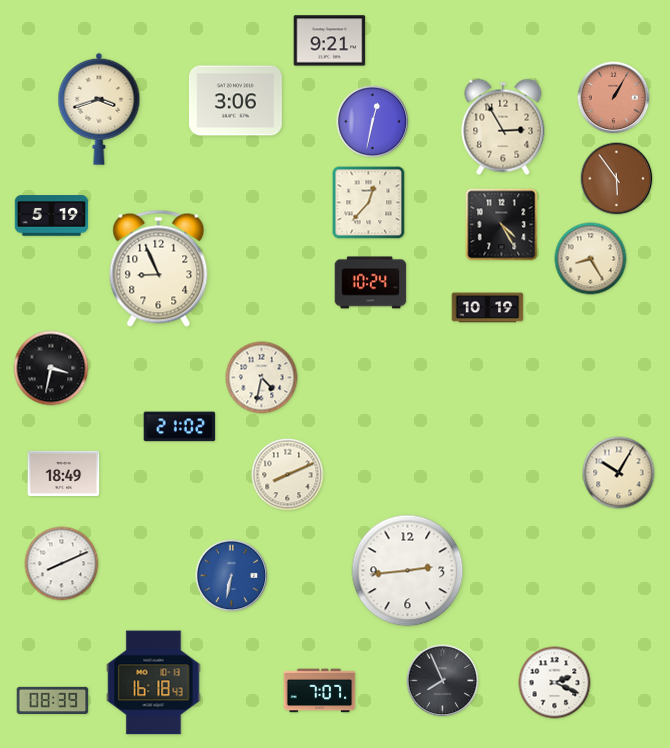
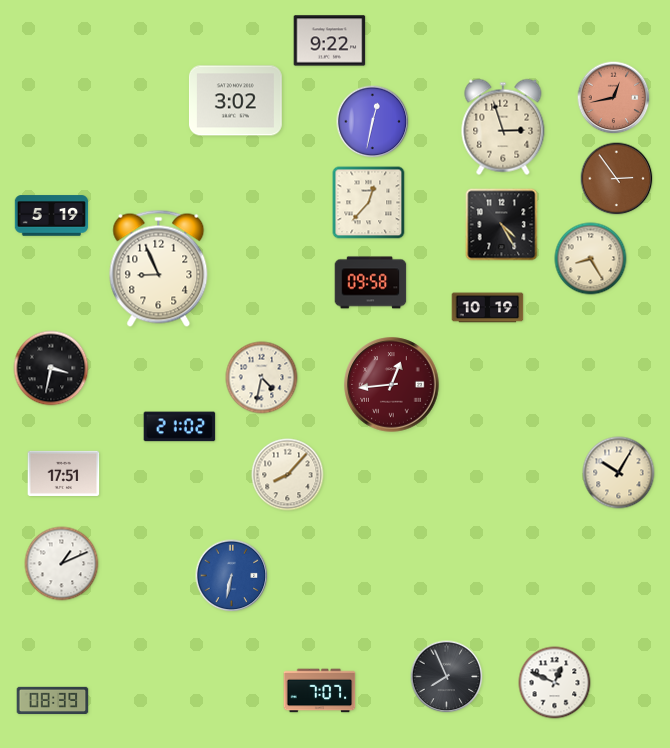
clock at (330, 41): 9:21 -> 9:22
clock at (614, 98): 1:05 -> 12:43
clock at (235, 101): 3:06 -> 3:02
clock at (99, 109): 3:42 -> none
clock at (503, 127): 2:55 -> 2:57
clock at (617, 179): 5:54 -> 2:54
clock at (371, 283): 10:24 -> 09:58
clock at (392, 385): none -> 12:44
clock at (64, 473): 18:49 -> 17:51
clock at (288, 475): 8:11 -> 8:07
clock at (62, 564): 8:11 -> 1:11
clock at (408, 571): 2:44 -> none
clock at (443, 681) position: (443, 681) -> (447, 677)
clock at (154, 683): 16:18 -> none
clock at (555, 683): 2:19 -> 12:49
